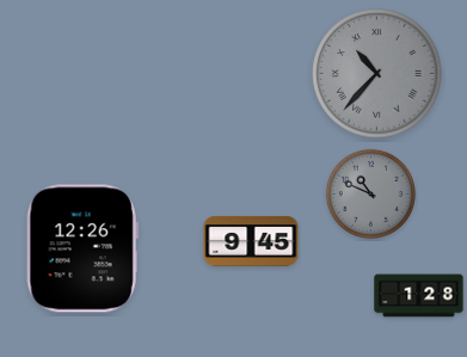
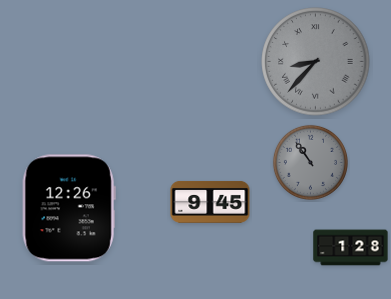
clock at (377, 74): 10:37 -> 8:37
clock at (370, 193): 10:49 -> 10:54
